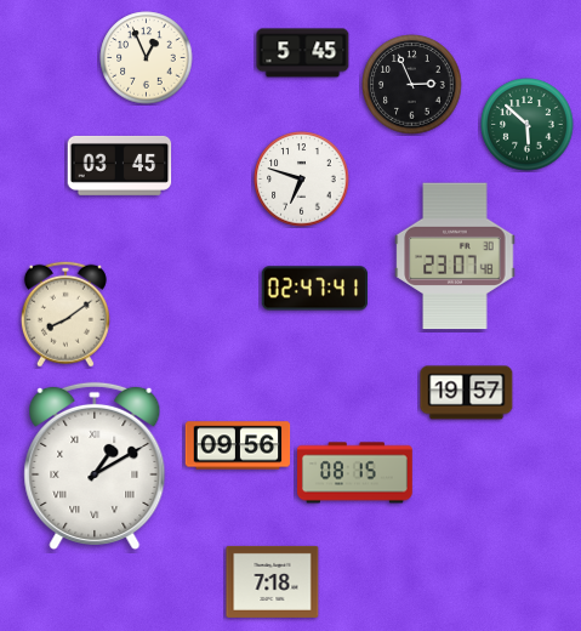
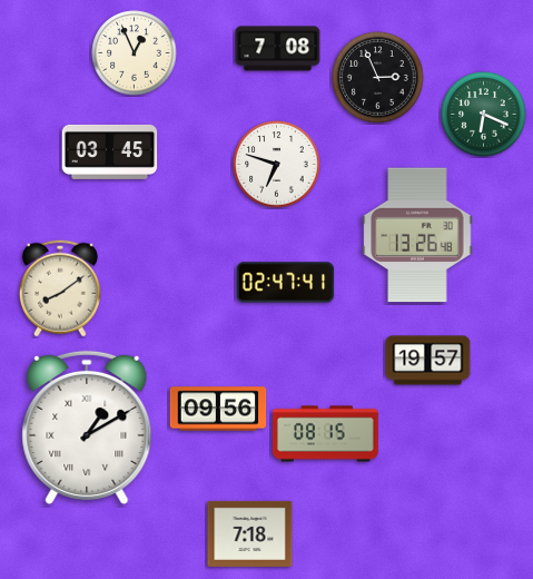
clock at (303, 53): 5:45 -> 7:08
clock at (528, 125): 5:52 -> 6:19
clock at (455, 256): 23:07 -> 13:26
clock at (315, 289) position: (315, 289) -> (286, 283)
